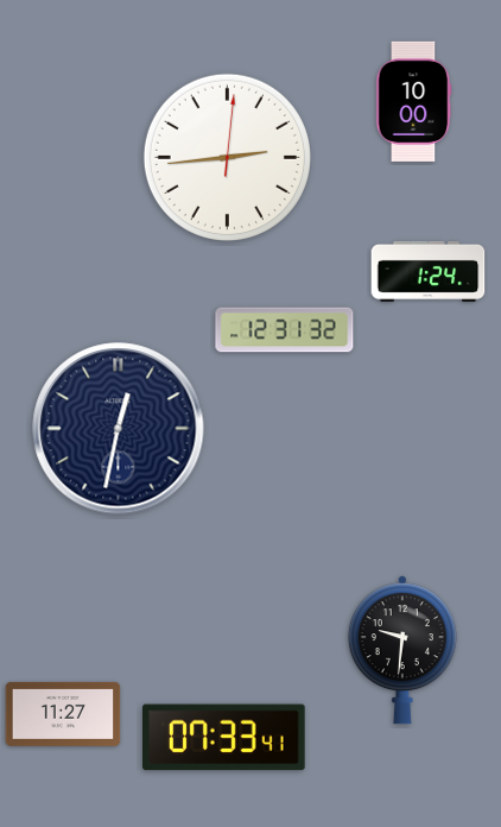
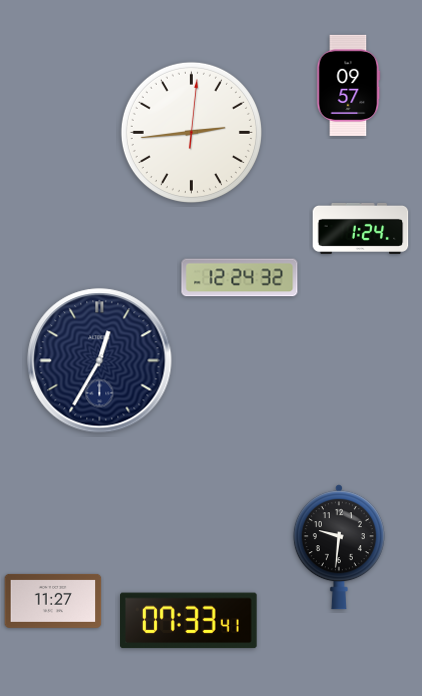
clock at (414, 101): 10:00 -> 09:57
clock at (285, 330): 12:31 -> 12:24
clock at (119, 429): 12:32 -> 12:35
